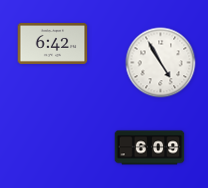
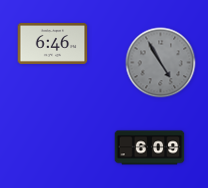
clock at (53, 43): 6:42 -> 6:46
clock at (161, 63) dial: white -> grey
